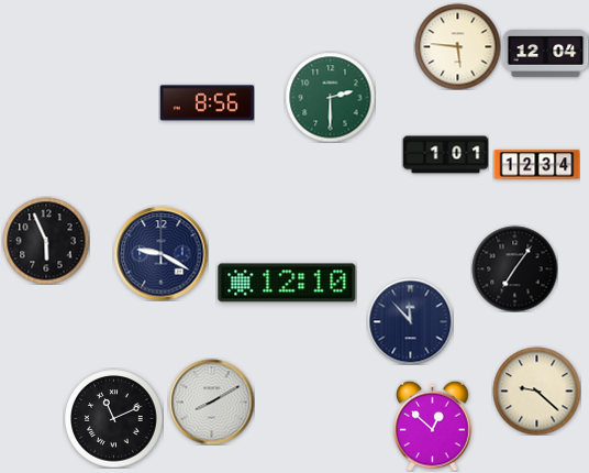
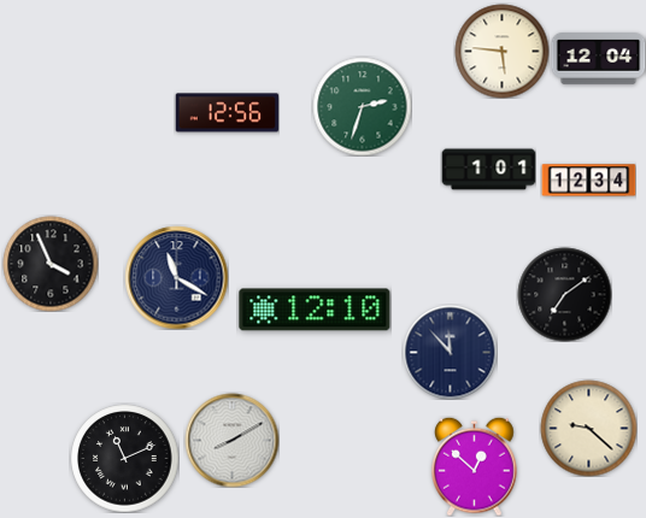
clock at (330, 97): 2:30 -> 2:33
clock at (207, 103): 8:56 -> 12:56
clock at (46, 241): 5:56 -> 3:56
clock at (160, 253): 9:20 -> 11:20
clock at (514, 268): 7:06 -> 7:09
